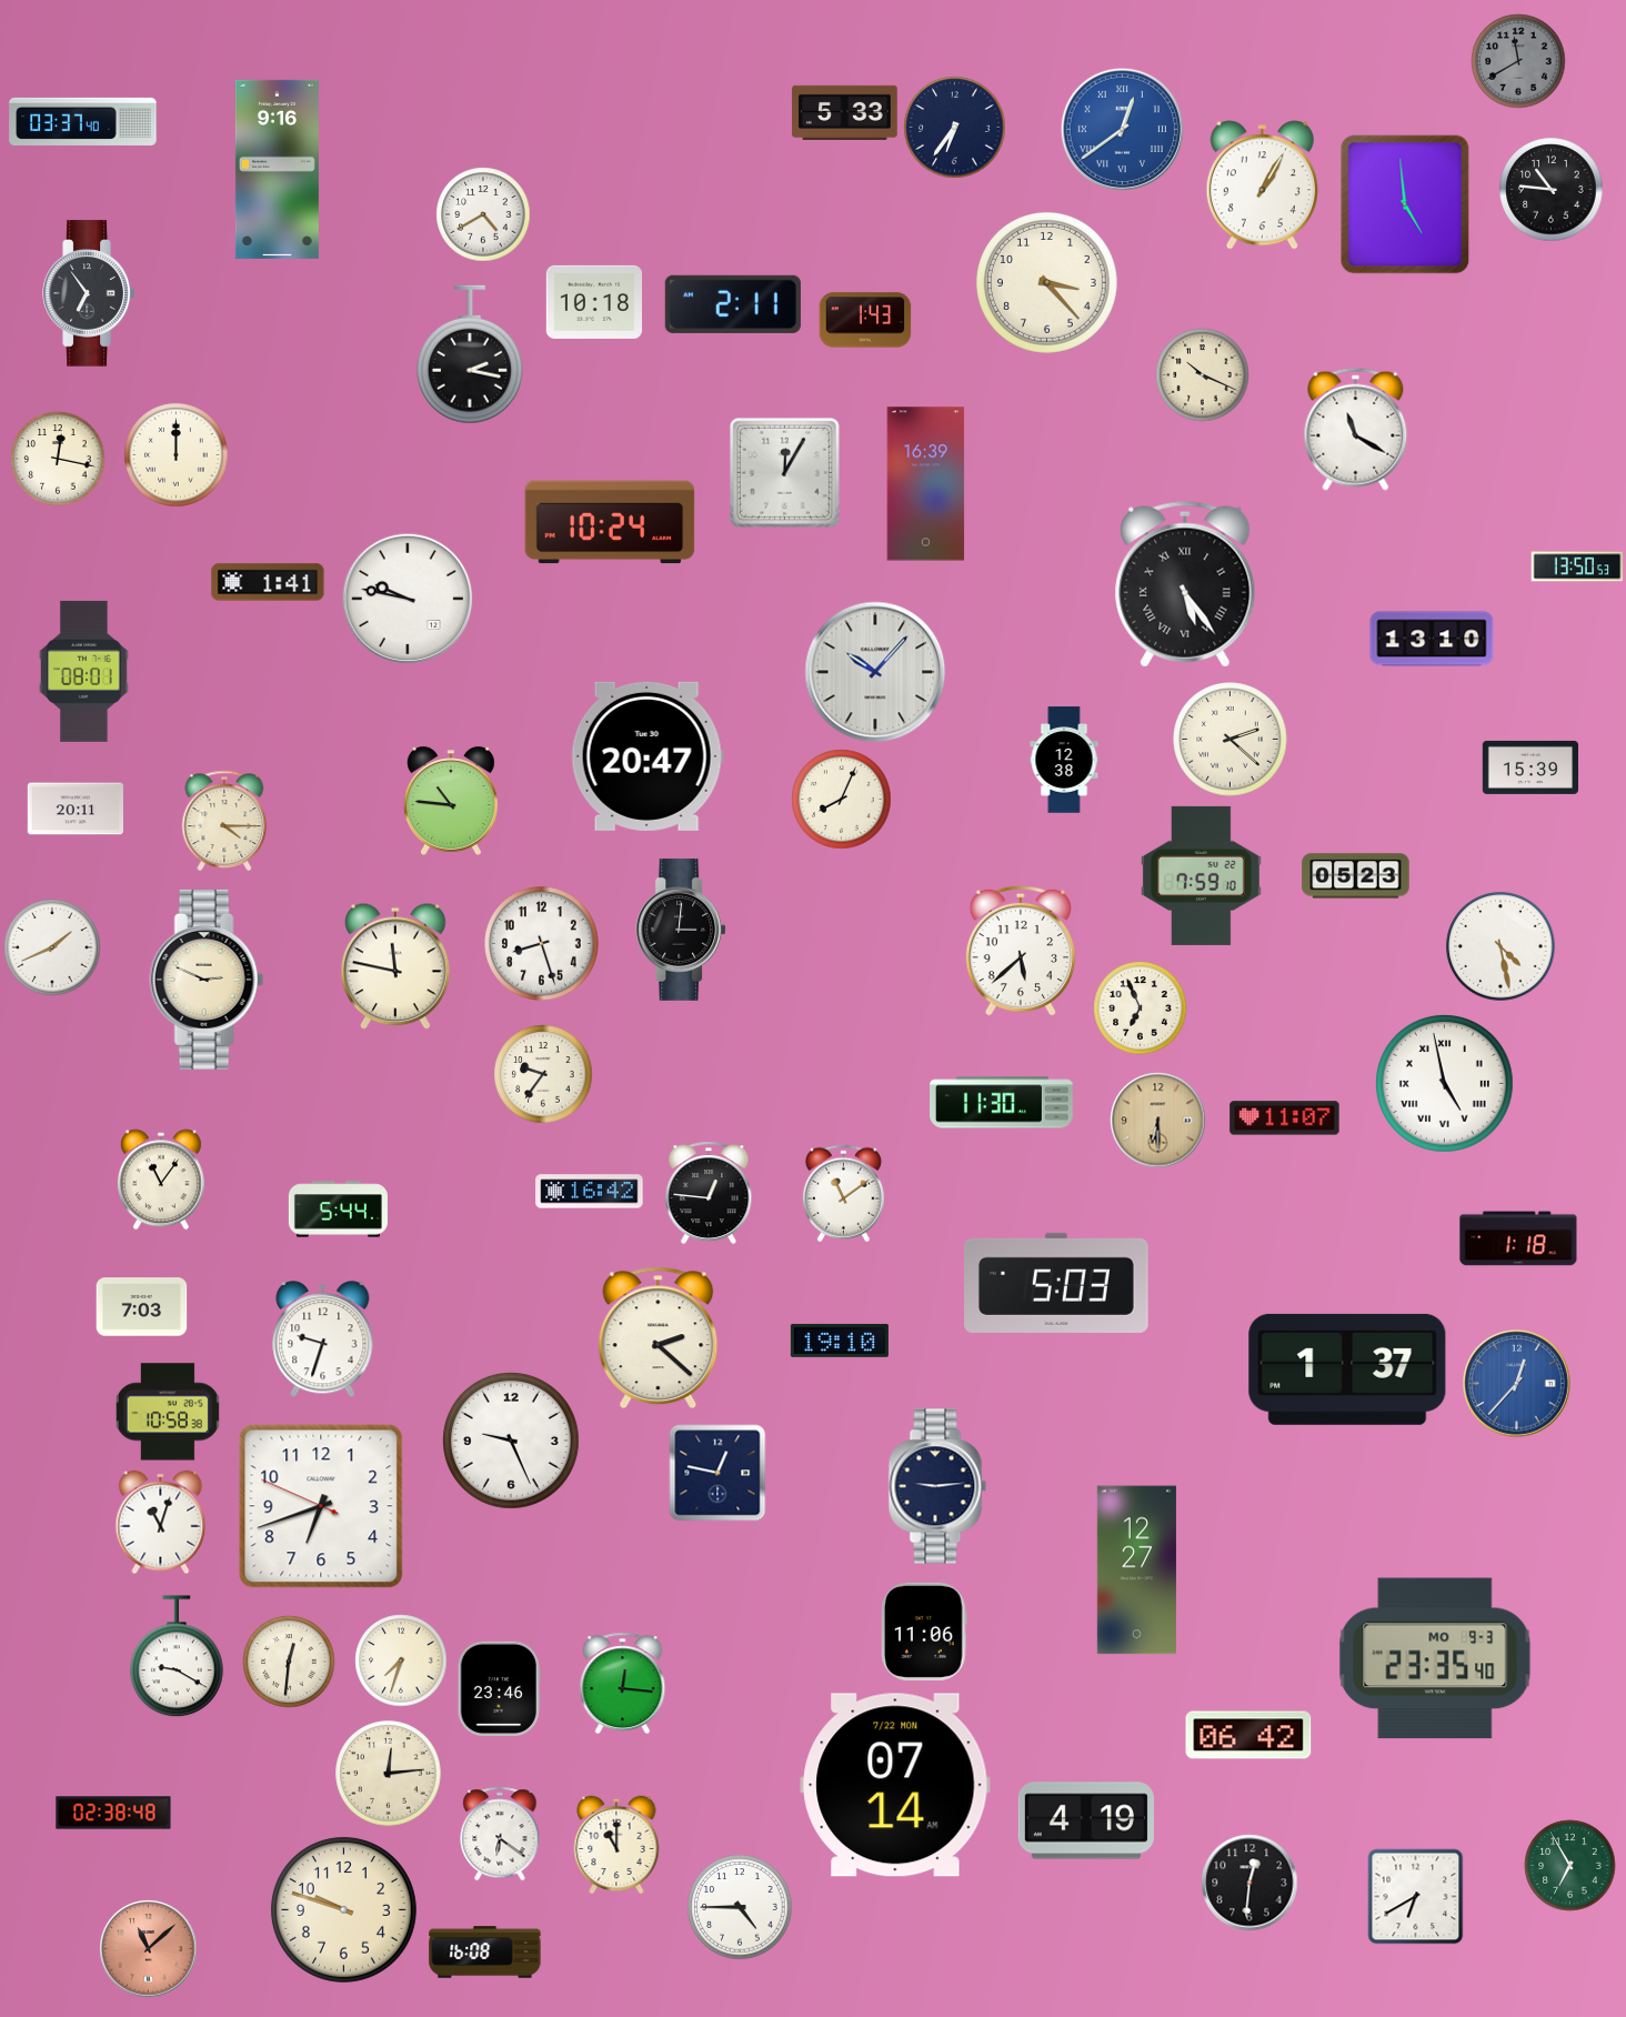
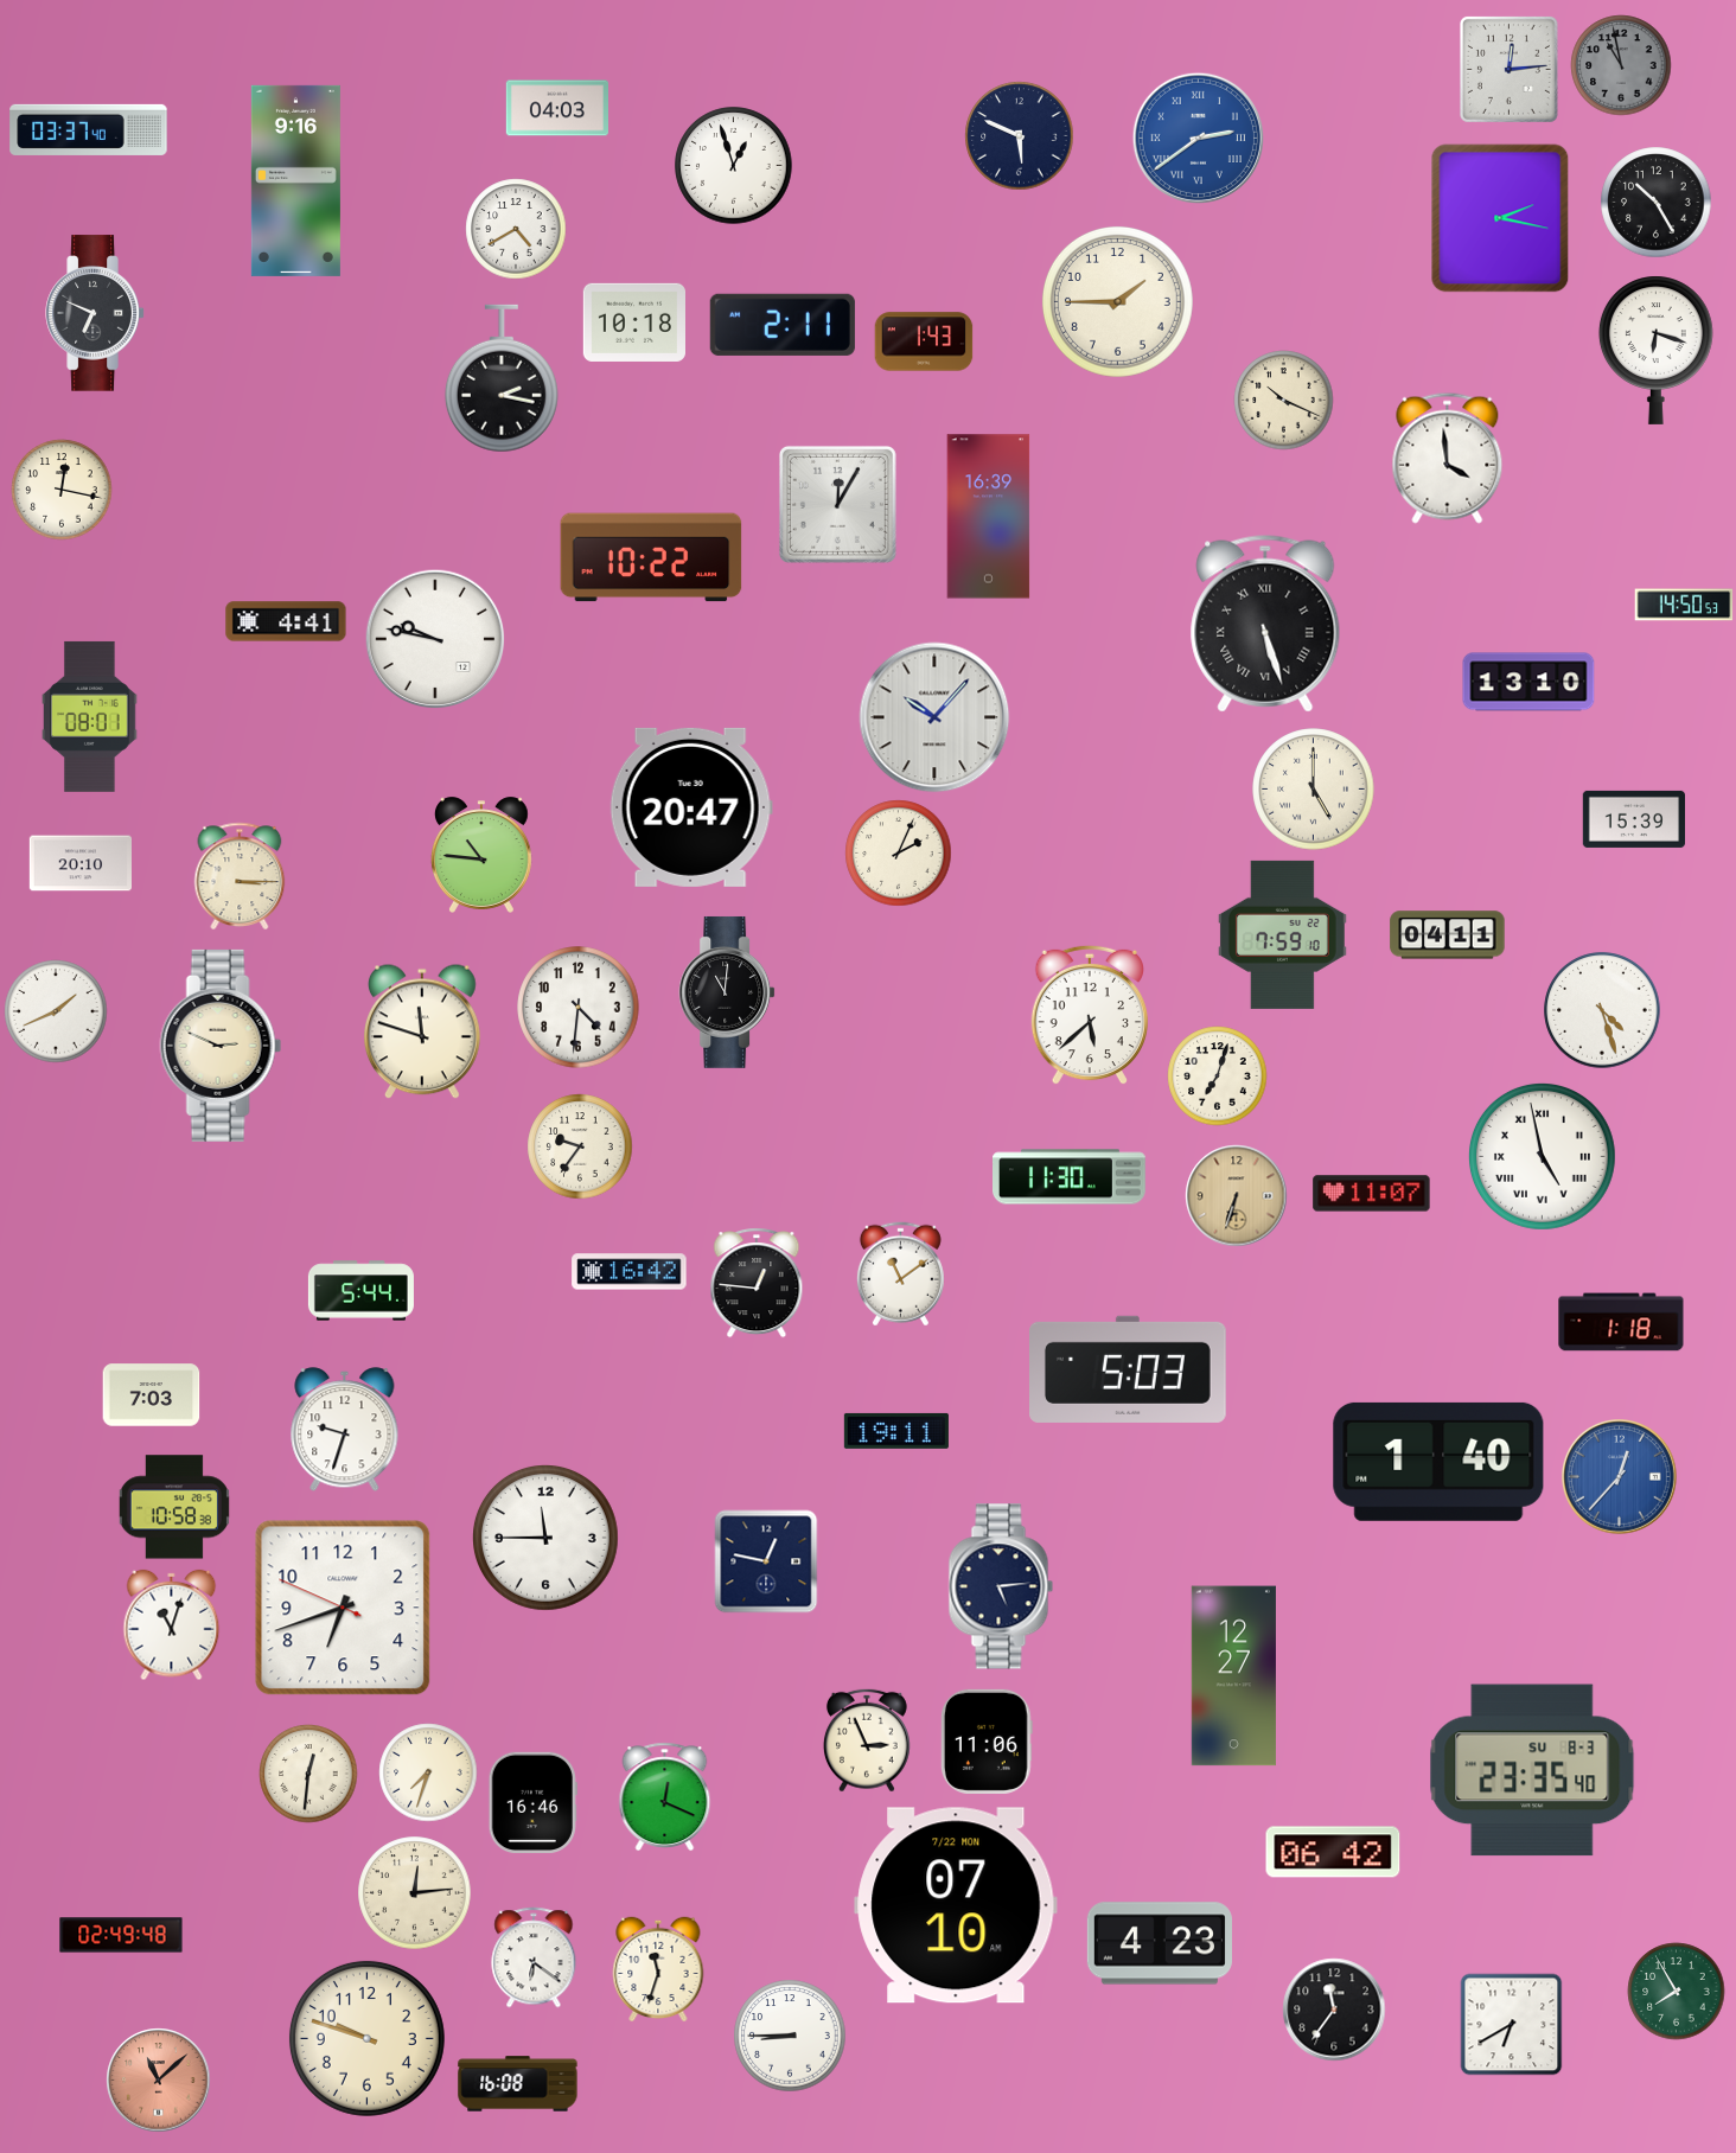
clock at (1518, 61): 11:40 -> 10:58
clock at (1508, 69): none -> 12:14
clock at (556, 108): none -> 04:03
clock at (845, 112): 5:33 -> none
clock at (955, 128): 6:36 -> 5:49
clock at (1122, 129): 12:39 -> 2:39
clock at (734, 166): none -> 12:57
clock at (1262, 185): 1:05 -> none
clock at (1552, 190): 10:46 -> 10:25
clock at (1405, 204): 4:59 -> 2:17
clock at (1046, 282): 3:23 -> 1:45
clock at (89, 293): 6:54 -> 6:49
clock at (1655, 350): none -> 6:18
clock at (1356, 429): 11:20 -> 3:59
clock at (177, 455): 12:00 -> none
clock at (610, 522): 10:24 -> 10:22
clock at (1577, 566): 13:50 -> 14:50
clock at (268, 582): 1:41 -> 4:41
clock at (1185, 584): 5:24 -> 5:27
clock at (1231, 740): 2:22 -> 5:00
clock at (1064, 760): 12:38 -> none
clock at (842, 800): 8:04 -> 2:04
clock at (74, 809): 20:11 -> 20:10
clock at (224, 821): 4:15 -> 3:15
clock at (1356, 876): 05:23 -> 04:11
clock at (681, 930): 3:01 -> 11:01
clock at (542, 944): 8:27 -> 4:31
clock at (1500, 946): 4:28 -> 4:27
clock at (397, 966): 11:47 -> 11:48
clock at (1141, 1008): 6:56 -> 7:03
clock at (1158, 1121): 6:30 -> 6:33
clock at (161, 1180): 11:06 -> none
clock at (709, 1193) position: (709, 1193) -> (757, 1283)
clock at (659, 1338): 2:22 -> none
clock at (840, 1341): 19:10 -> 19:11
clock at (1347, 1369): 1:37 -> 1:40
clock at (168, 1412) position: (168, 1412) -> (174, 1507)
clock at (512, 1442): 9:26 -> 11:45
clock at (717, 1473) position: (717, 1473) -> (766, 1561)
clock at (937, 1486): 9:14 -> 5:14
clock at (1136, 1571) position: (1136, 1571) -> (1233, 1676)
clock at (867, 1740): none -> 2:56
clock at (178, 1657): 9:20 -> none
clock at (1435, 1658) date: MO 9-3 -> SU 8-3
clock at (623, 1684): 12:16 -> 12:19
clock at (499, 1688): 23:46 -> 16:46
clock at (895, 1785): 07:14 -> 07:10
clock at (113, 1813): 02:38 -> 02:49
clock at (1086, 1820): 4:19 -> 4:23
clock at (616, 1845): 11:00 -> 11:33
clock at (1570, 1866): 6:55 -> 7:55
clock at (1249, 1883): 12:31 -> 11:36
clock at (740, 1907): 4:45 -> 8:45
